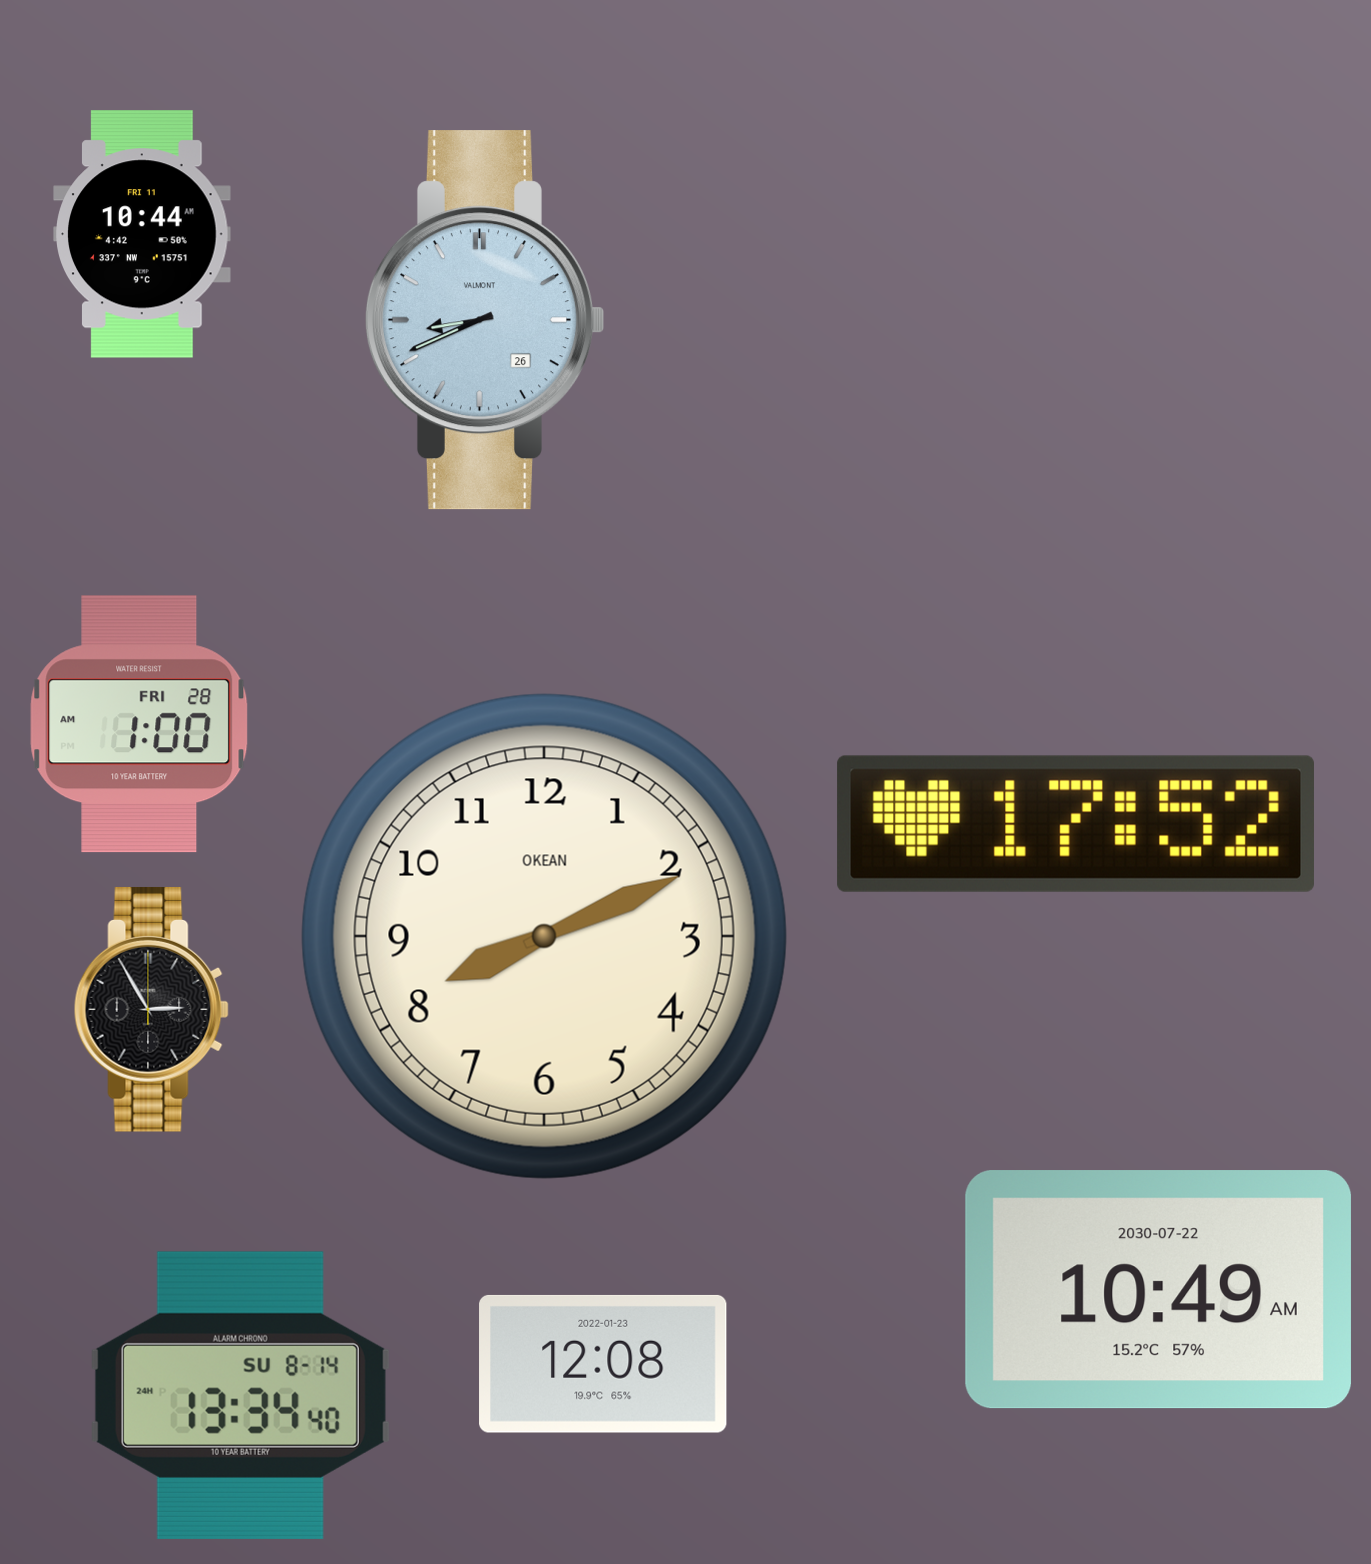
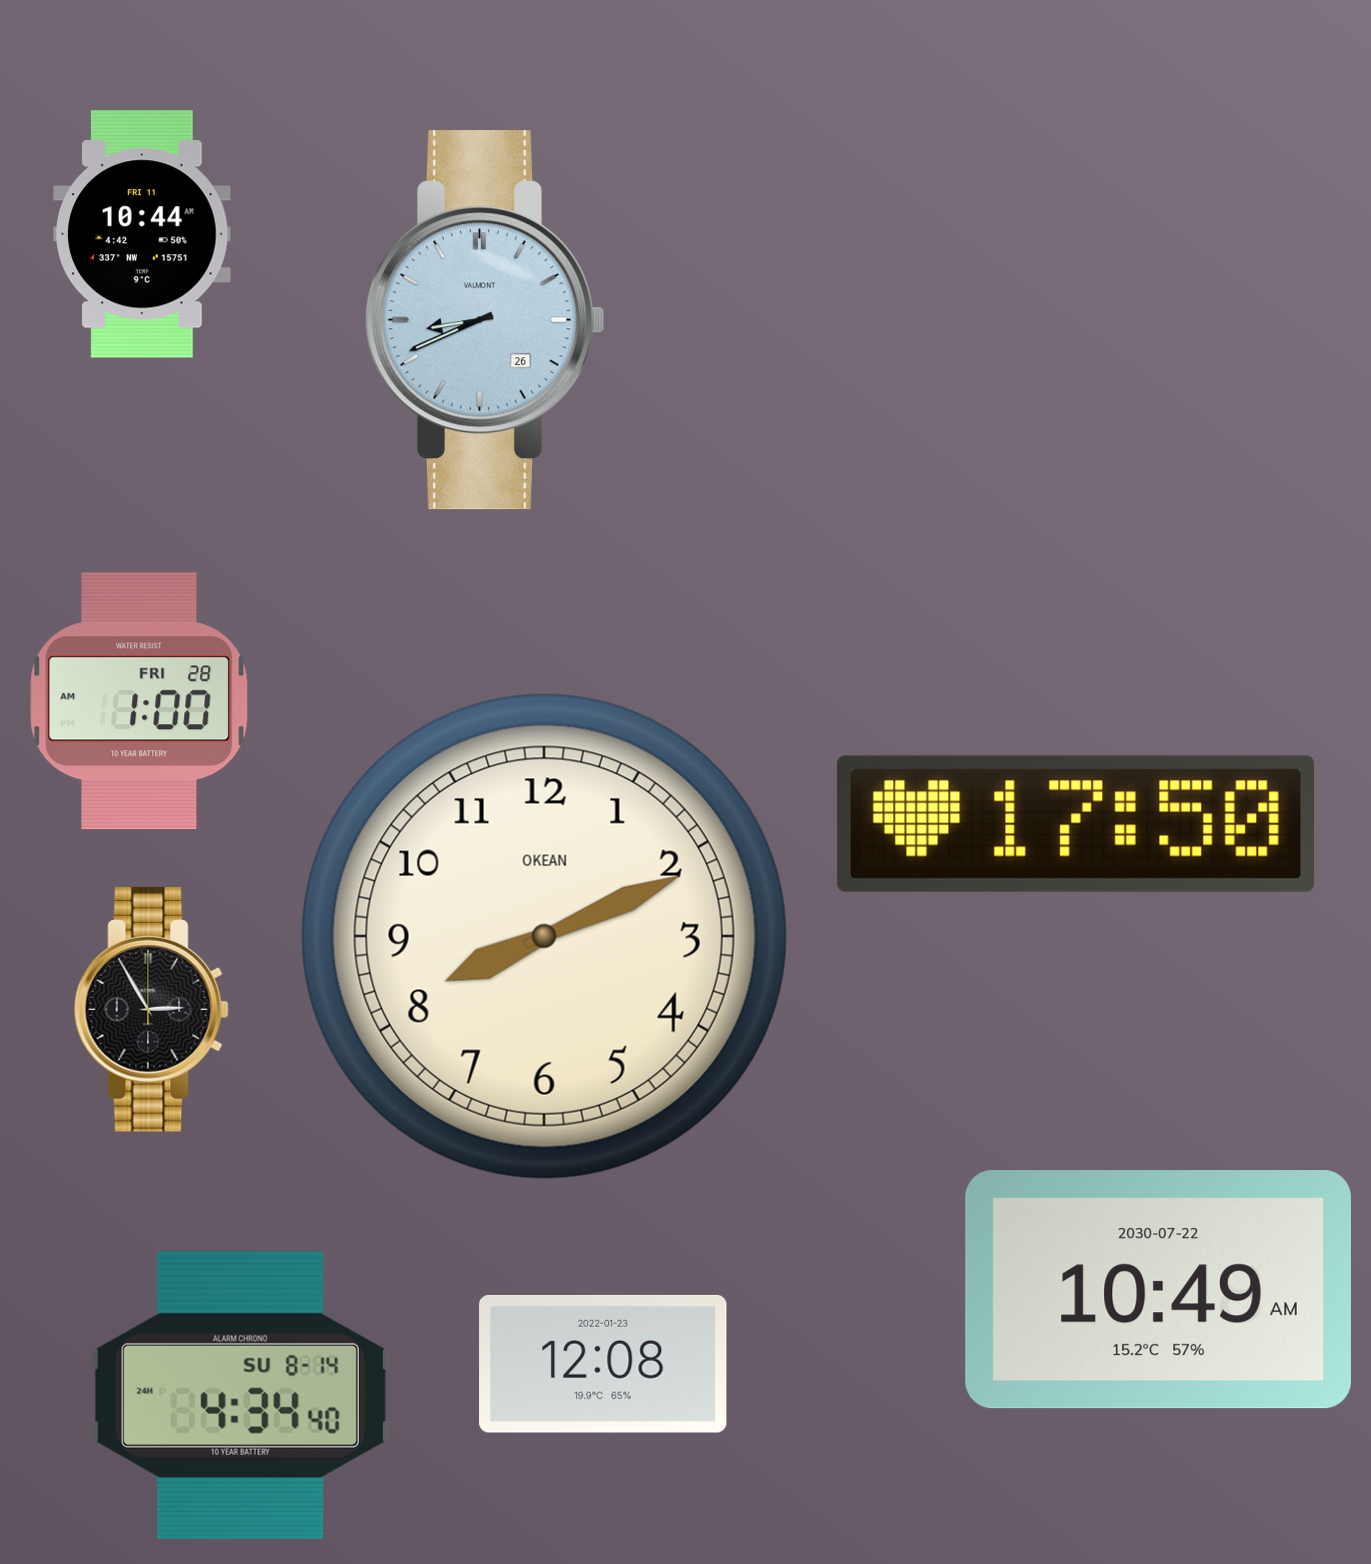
clock at (139, 724) position: (139, 724) -> (139, 701)
clock at (1076, 824): 17:52 -> 17:50
clock at (240, 1395): 13:34 -> 4:34
